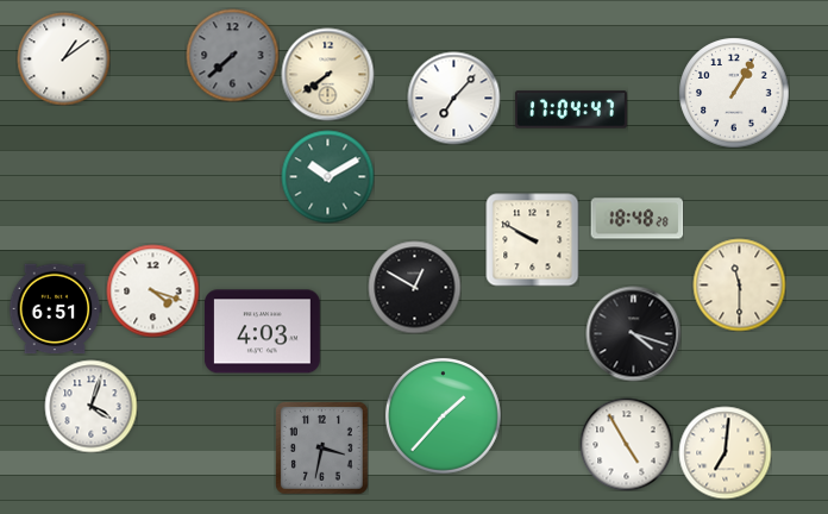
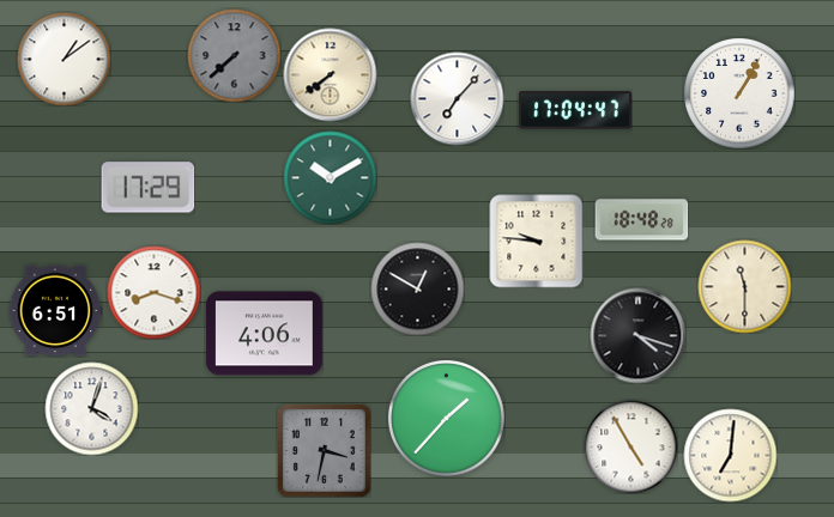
clock at (147, 188): none -> 17:29
clock at (532, 239): 9:50 -> 9:46
clock at (152, 290): 4:18 -> 8:18
clock at (262, 332): 4:03 -> 4:06
